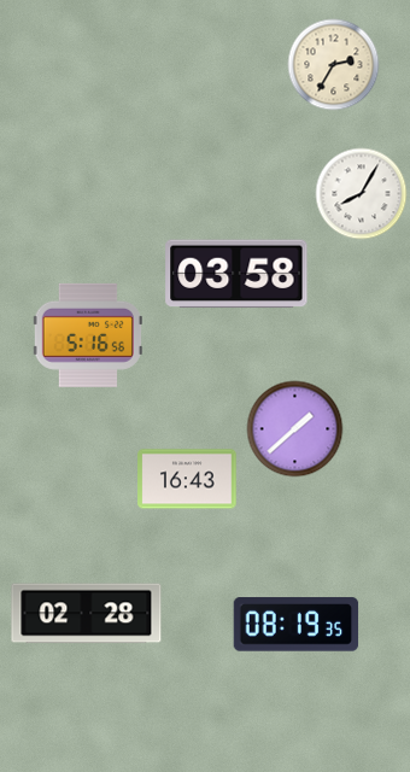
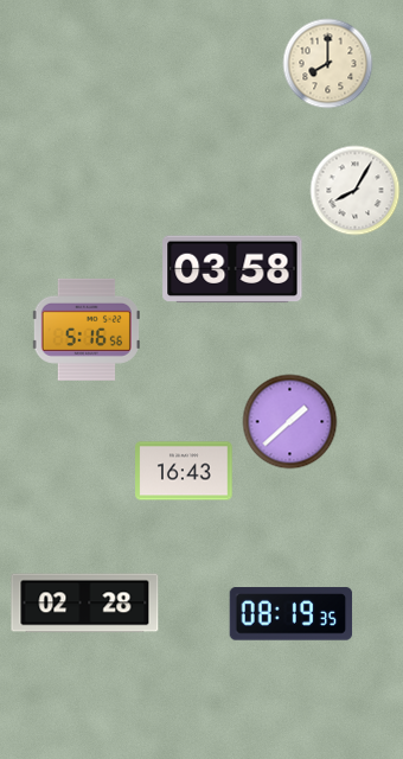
clock at (334, 65): 2:35 -> 8:00
